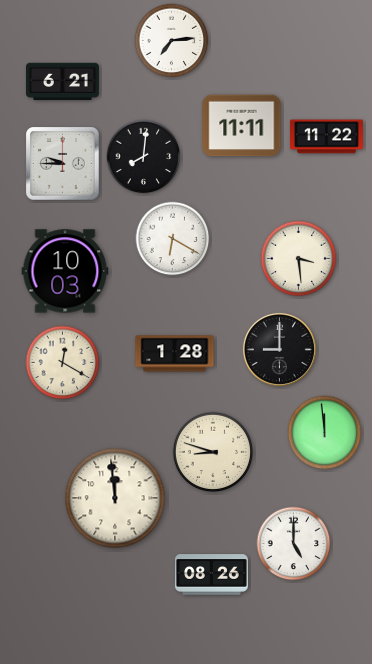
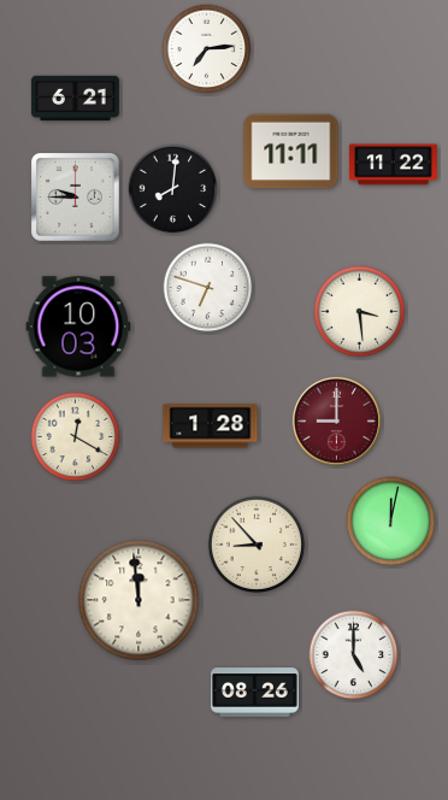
clock at (173, 239): 6:20 -> 6:48
clock at (279, 349) dial: black -> burgundy
clock at (325, 433): 11:59 -> 12:02
clock at (212, 451): 8:48 -> 8:53
